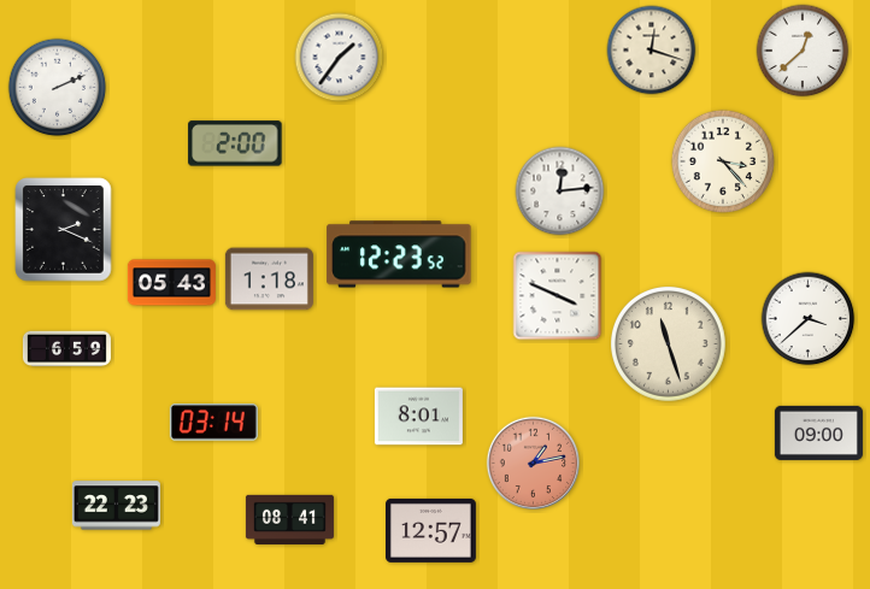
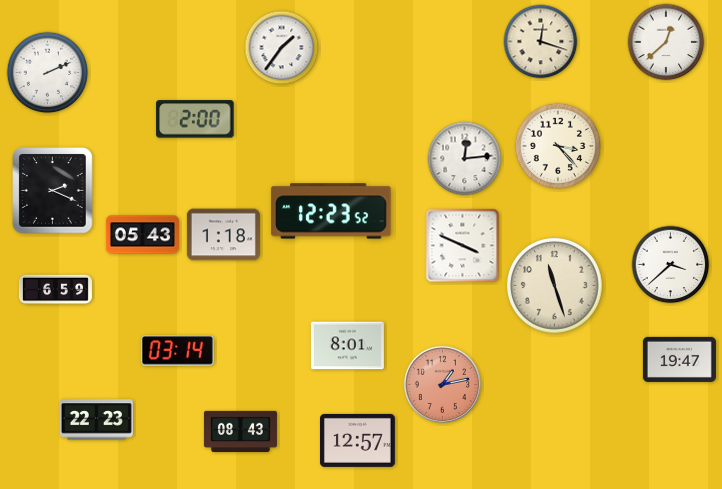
clock at (722, 160) position: (722, 160) -> (557, 145)
clock at (269, 279) position: (269, 279) -> (223, 235)
clock at (818, 432): 09:00 -> 19:47
clock at (289, 519): 08:41 -> 08:43
